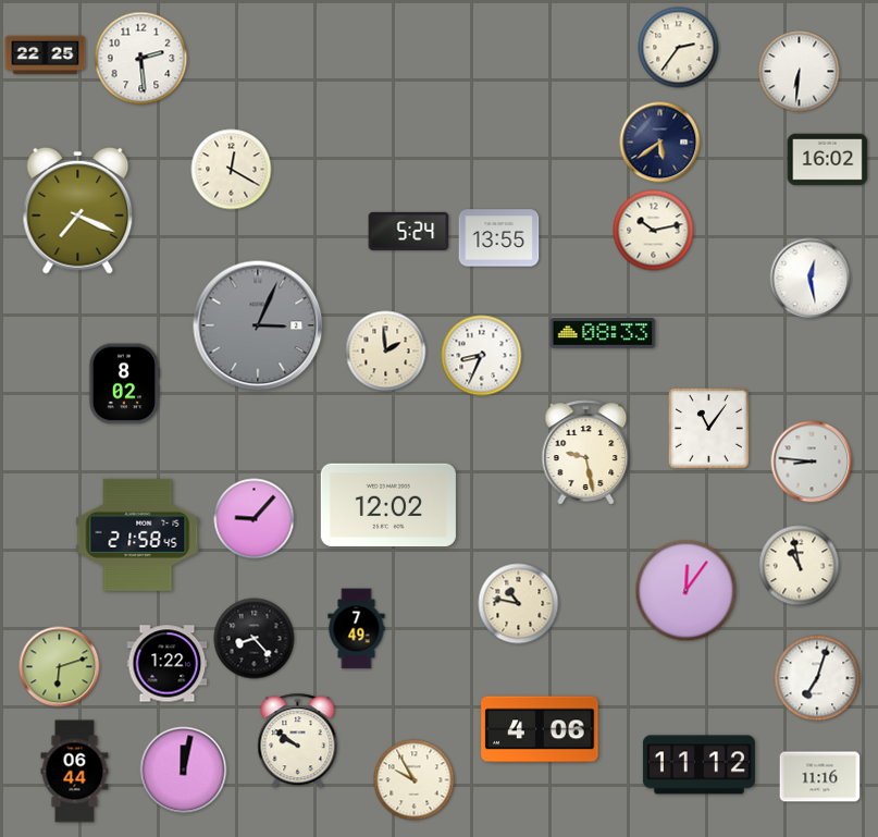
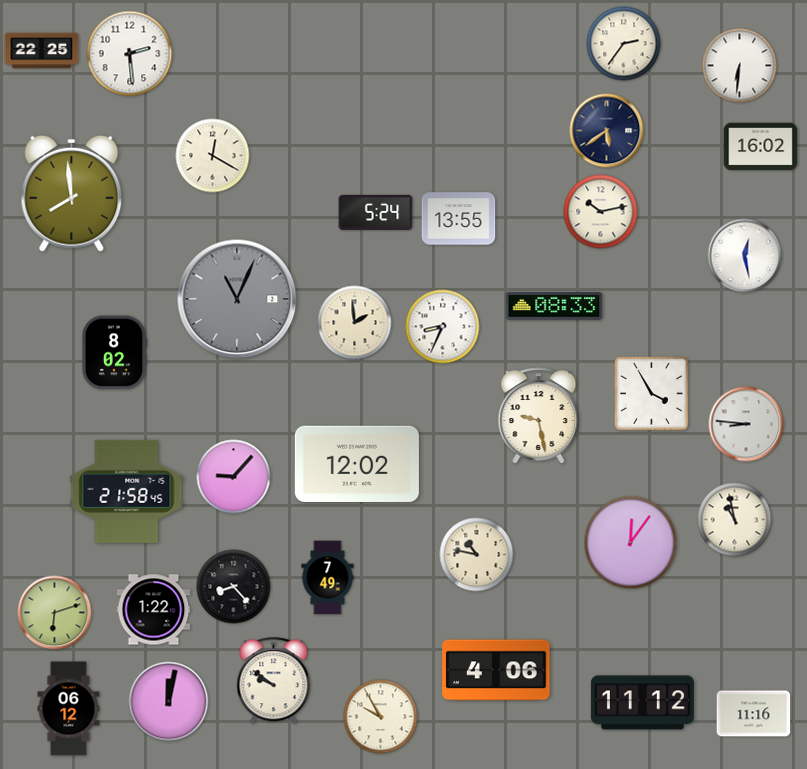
clock at (800, 72) position: (800, 72) -> (740, 66)
clock at (78, 210): 7:19 -> 7:59
clock at (258, 325): 3:04 -> 11:04
clock at (709, 429): 11:06 -> 3:55
clock at (817, 678): 7:03 -> none
clock at (184, 771) position: (184, 771) -> (169, 702)
clock at (75, 772): 06:44 -> 06:12
